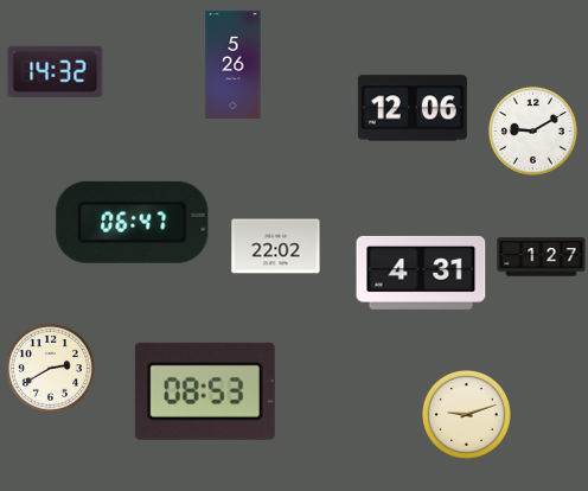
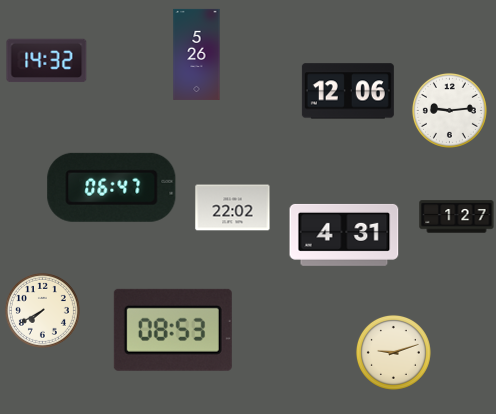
clock at (532, 130): 9:10 -> 9:14
clock at (421, 273) position: (421, 273) -> (344, 235)
clock at (50, 368): 2:40 -> 7:40
clock at (466, 414) position: (466, 414) -> (393, 352)
